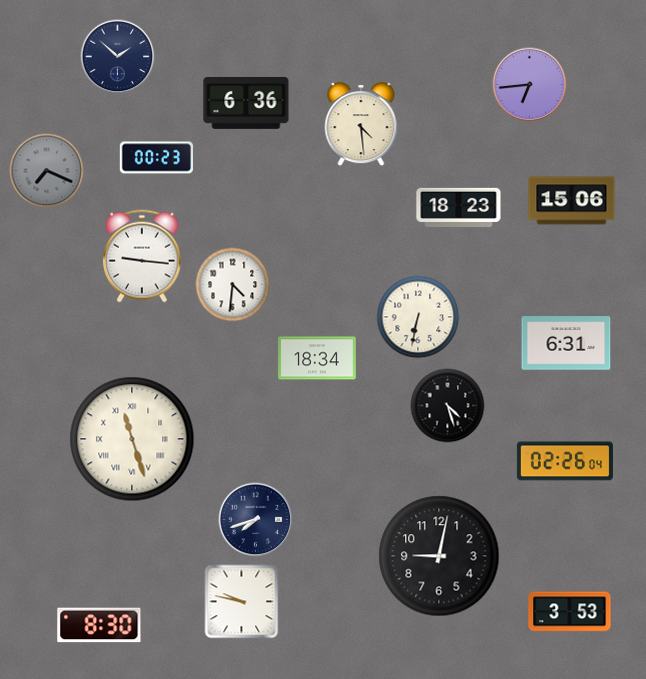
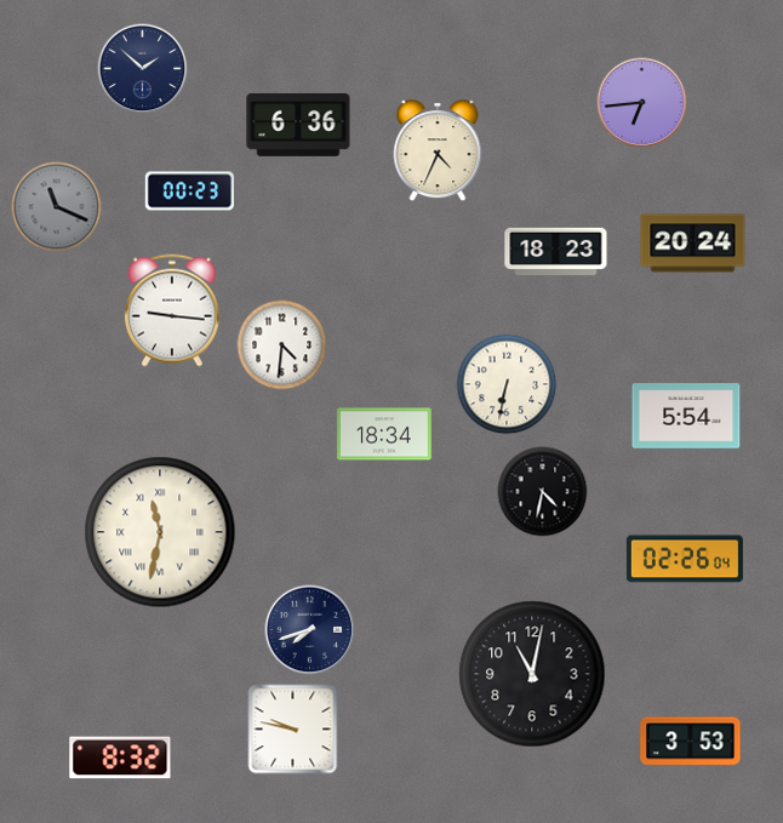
clock at (361, 125): 4:29 -> 4:34
clock at (47, 171): 7:19 -> 11:19
clock at (572, 201): 15:06 -> 20:24
clock at (566, 343): 6:31 -> 5:54
clock at (448, 406): 4:27 -> 4:32
clock at (132, 439): 11:27 -> 11:32
clock at (439, 556): 9:02 -> 11:02
clock at (99, 625): 8:30 -> 8:32
